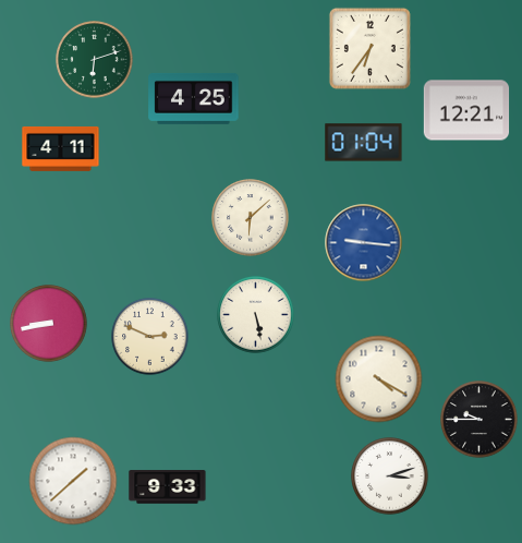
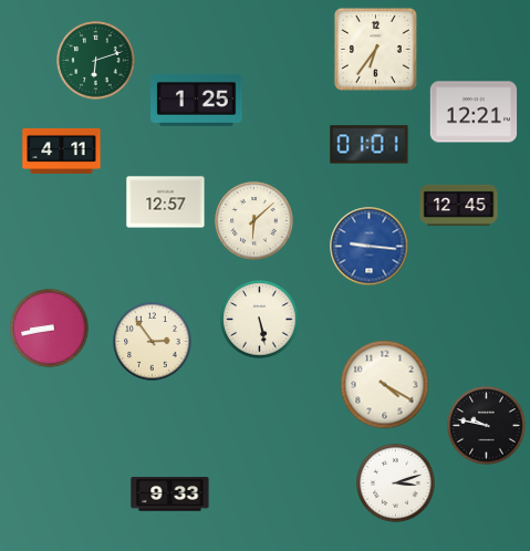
clock at (194, 98): 4:25 -> 1:25
clock at (364, 143): 01:04 -> 01:01
clock at (166, 202): none -> 12:57
clock at (459, 205): none -> 12:45
clock at (150, 337): 2:49 -> 2:54
clock at (479, 420): 9:45 -> 9:47
clock at (73, 481): 1:38 -> none
